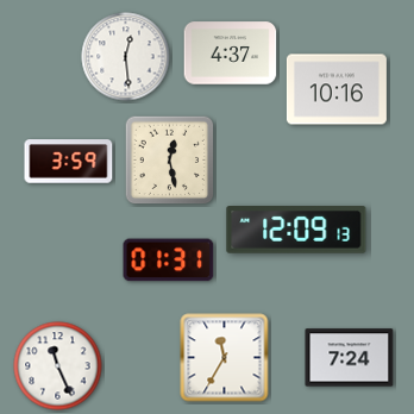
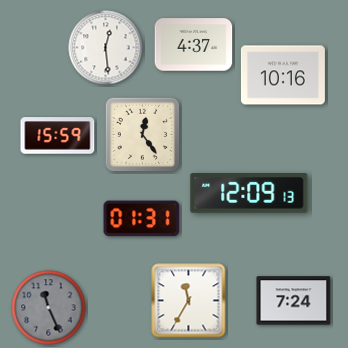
clock at (170, 161): 12:28 -> 12:24
clock at (69, 162): 3:59 -> 15:59
clock at (58, 366) dial: white -> grey
